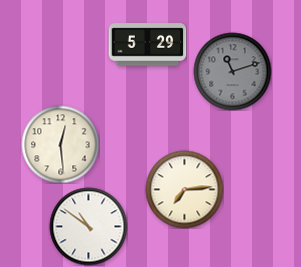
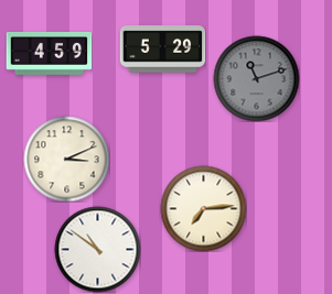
clock at (49, 53): none -> 4:59
clock at (60, 144): 12:29 -> 3:11
